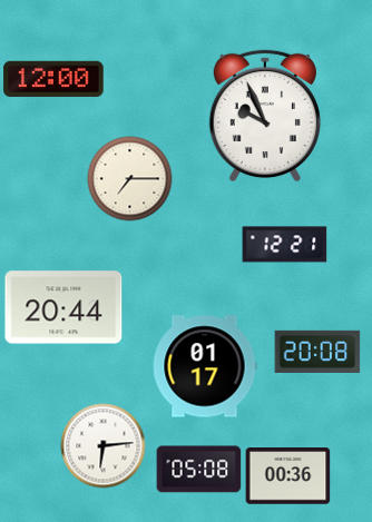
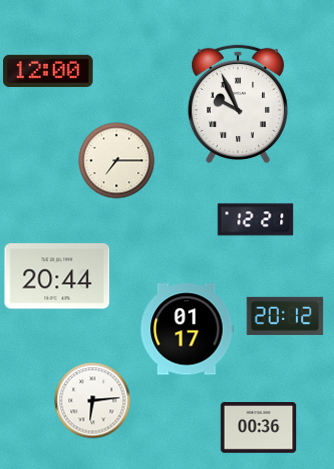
clock at (317, 352): 20:08 -> 20:12
clock at (205, 366) position: (205, 366) -> (187, 329)
clock at (199, 470): 05:08 -> none
